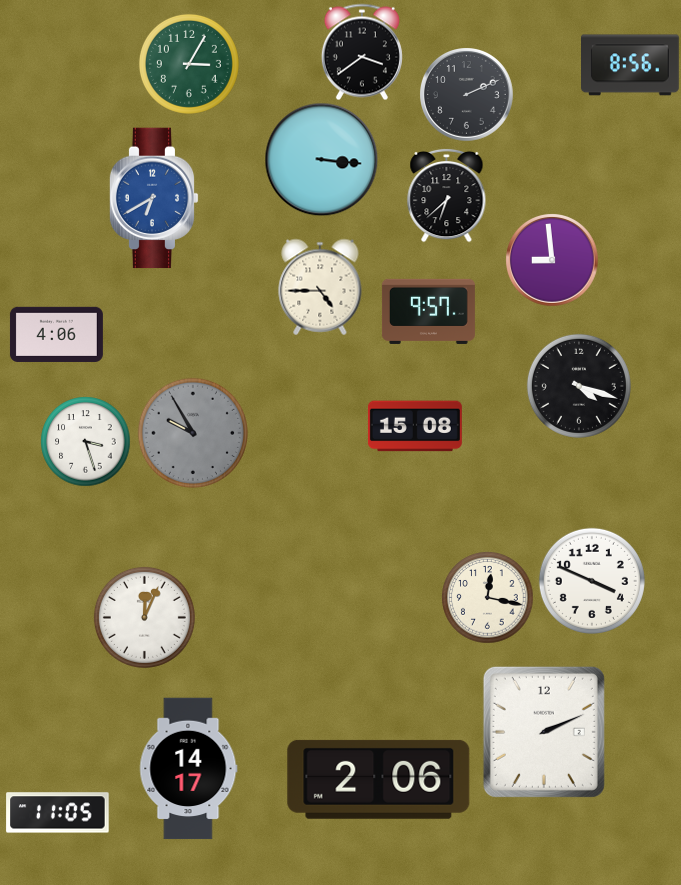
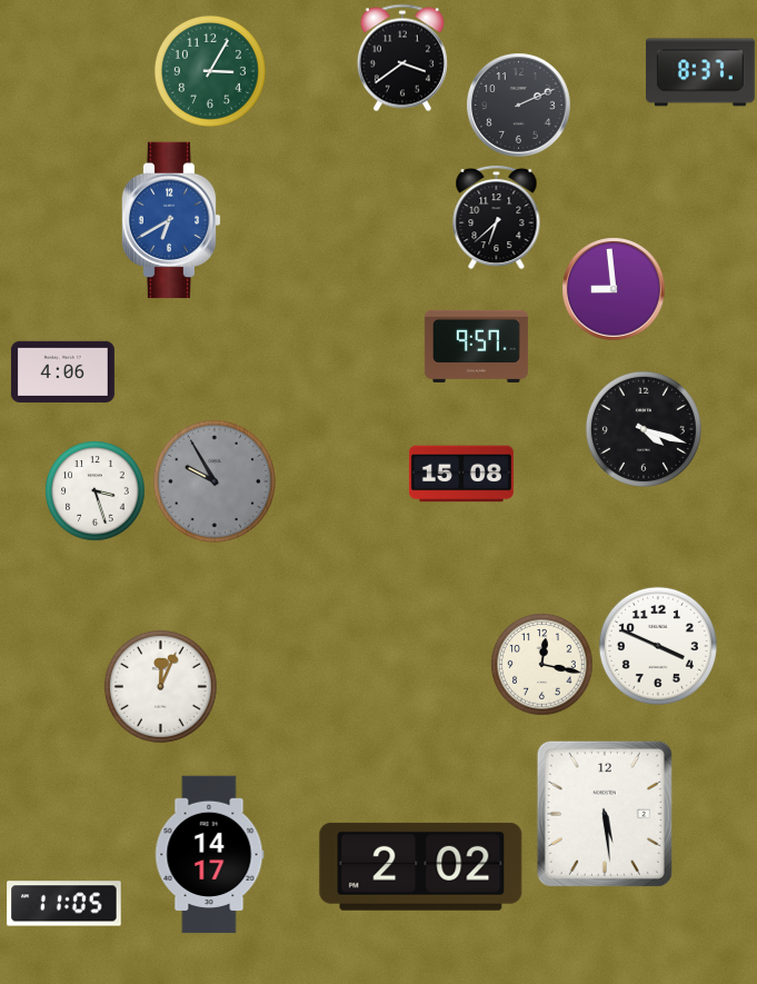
clock at (631, 65): 8:56 -> 8:37
clock at (321, 159): 3:16 -> none
clock at (320, 287): 4:45 -> none
clock at (544, 732): 2:11 -> 5:29
clock at (379, 779): 2:06 -> 2:02
